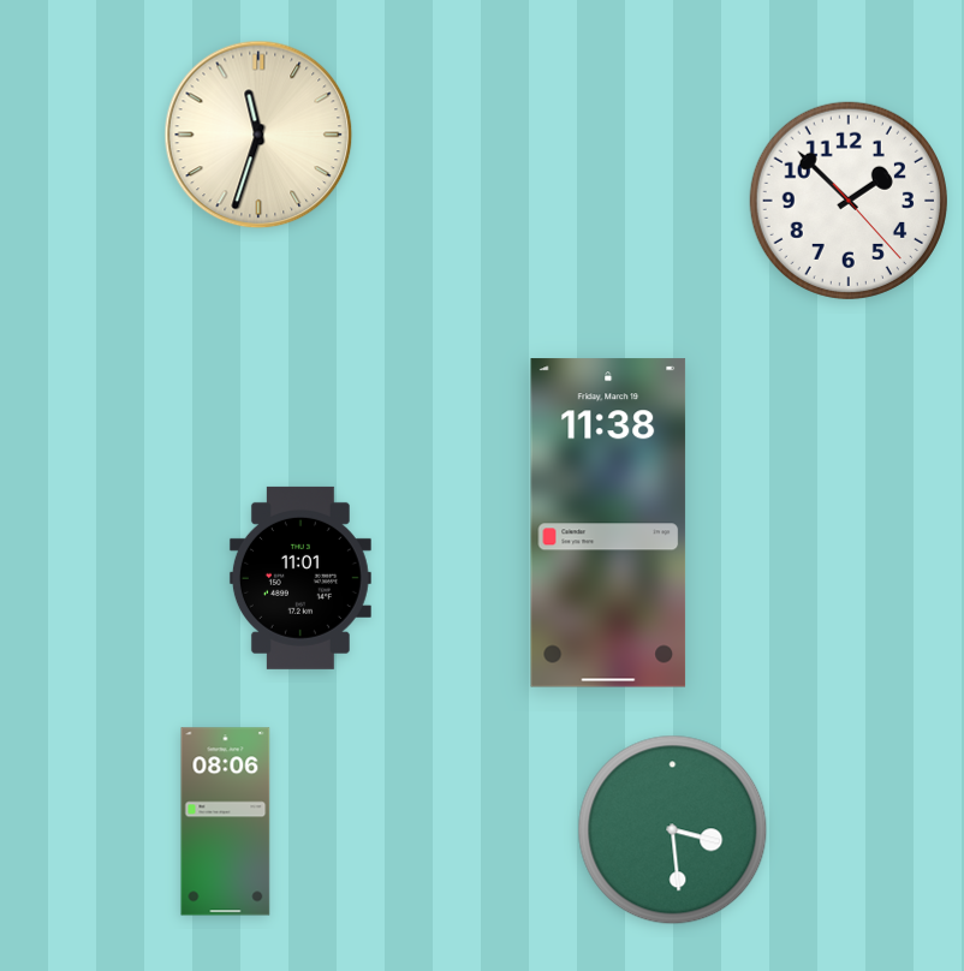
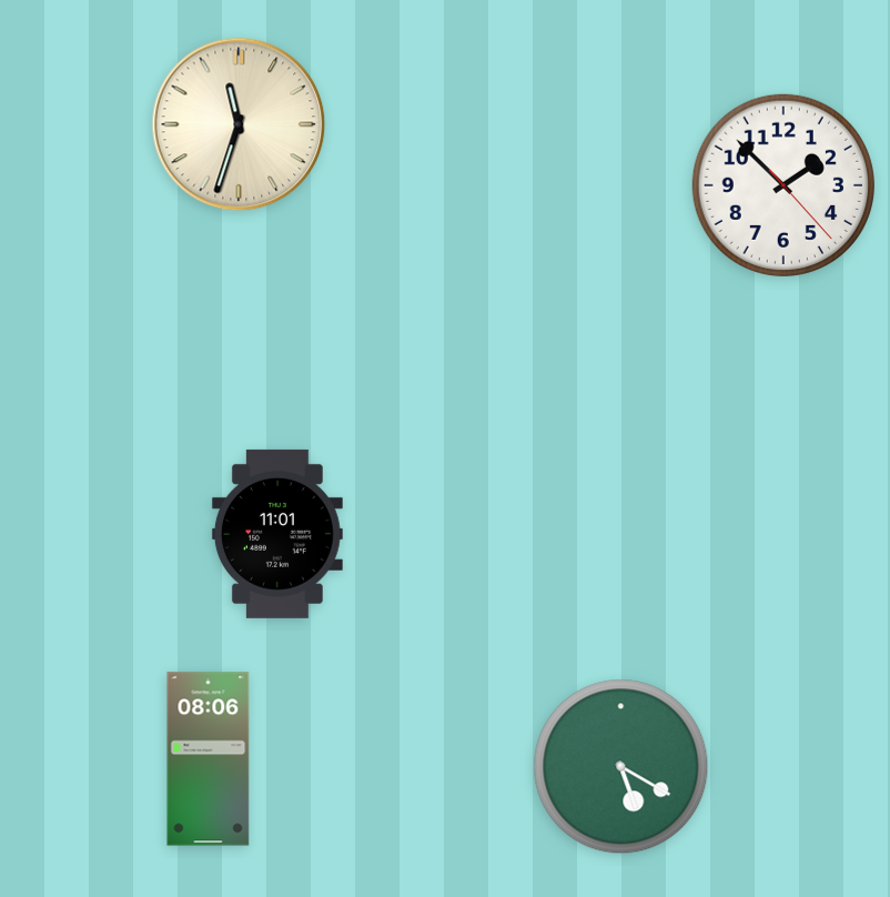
clock at (608, 523): 11:38 -> none
clock at (673, 830): 3:29 -> 5:20
